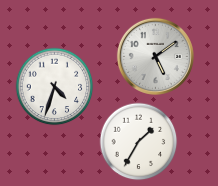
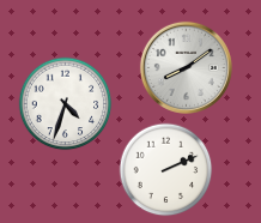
clock at (155, 56): 5:09 -> 8:09
clock at (138, 141): 1:35 -> 2:11
